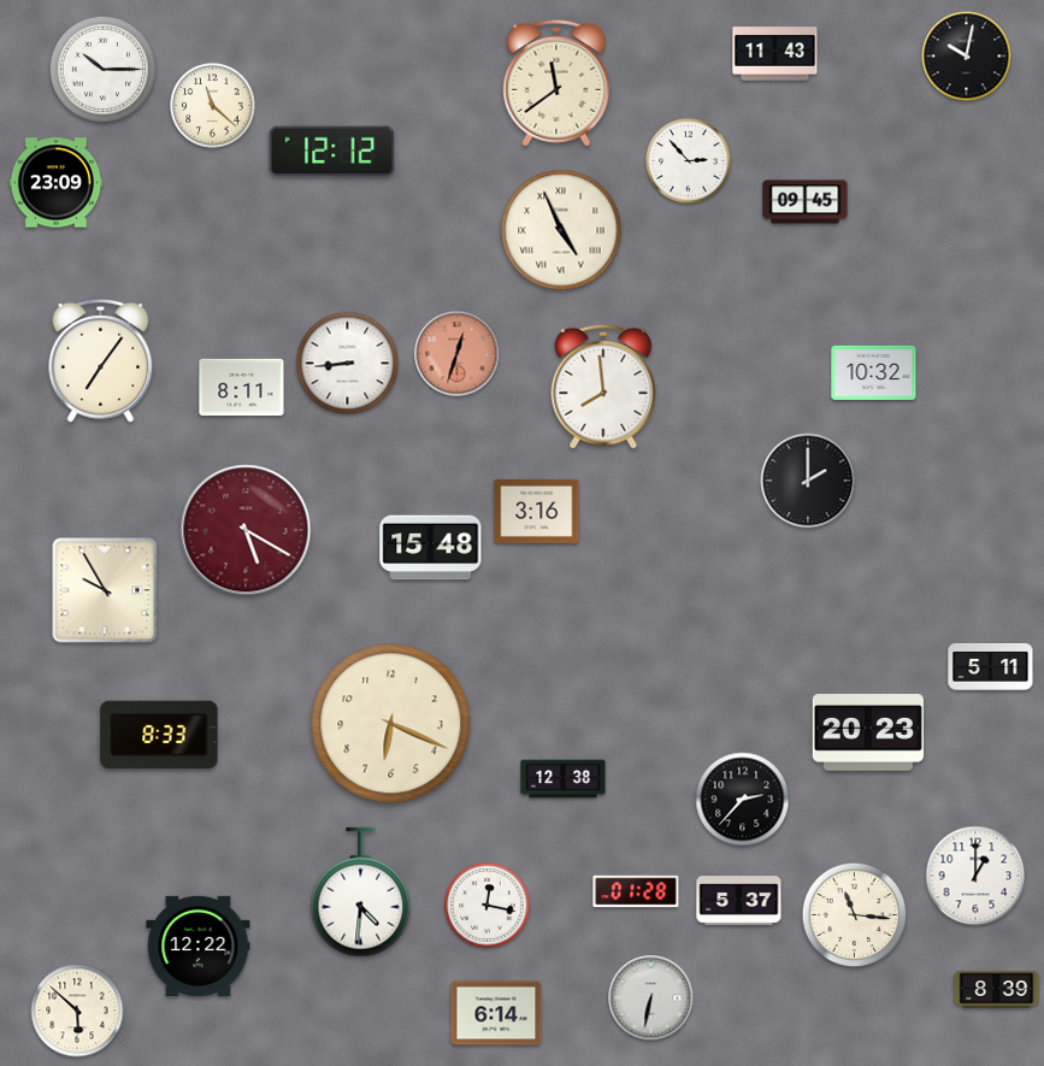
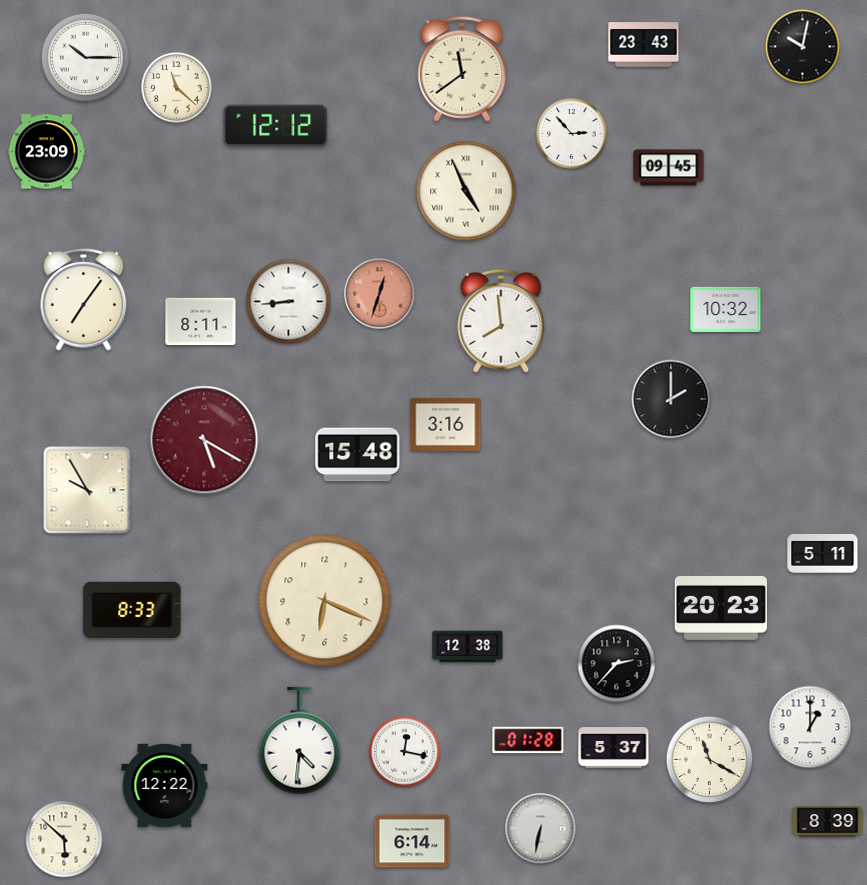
clock at (775, 54): 11:43 -> 23:43
clock at (855, 915): 11:16 -> 11:20
